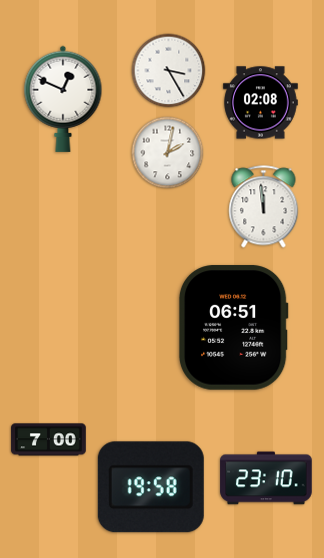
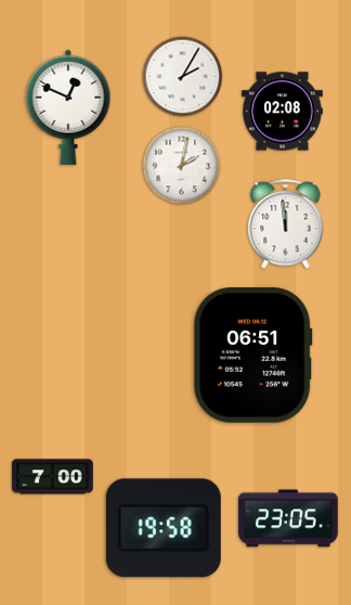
clock at (169, 71): 3:25 -> 2:05
clock at (266, 478): 23:10 -> 23:05
